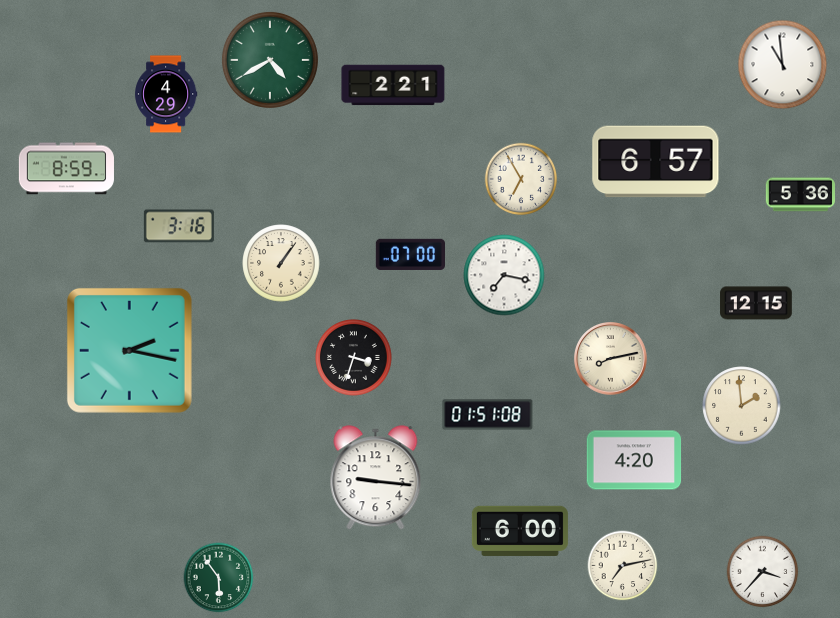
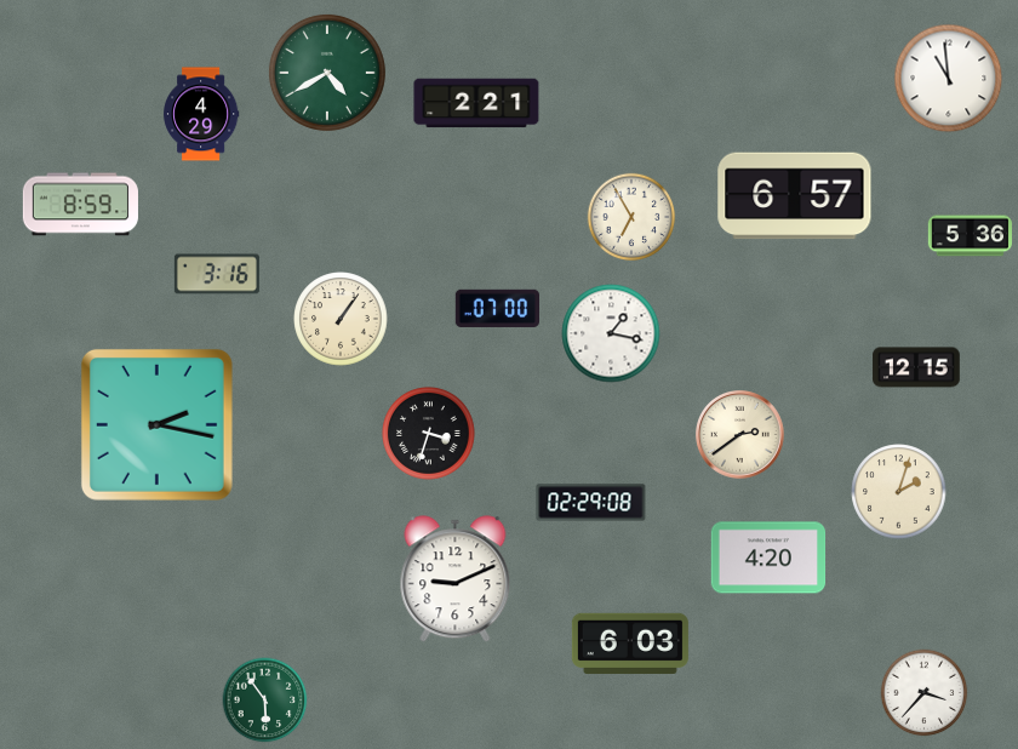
clock at (504, 275): 7:17 -> 1:17
clock at (611, 359): 8:13 -> 2:39
clock at (742, 406): 1:59 -> 2:03
clock at (488, 415): 01:51 -> 02:29
clock at (376, 478): 9:16 -> 9:11
clock at (520, 531): 6:00 -> 6:03
clock at (623, 566): 7:13 -> none
